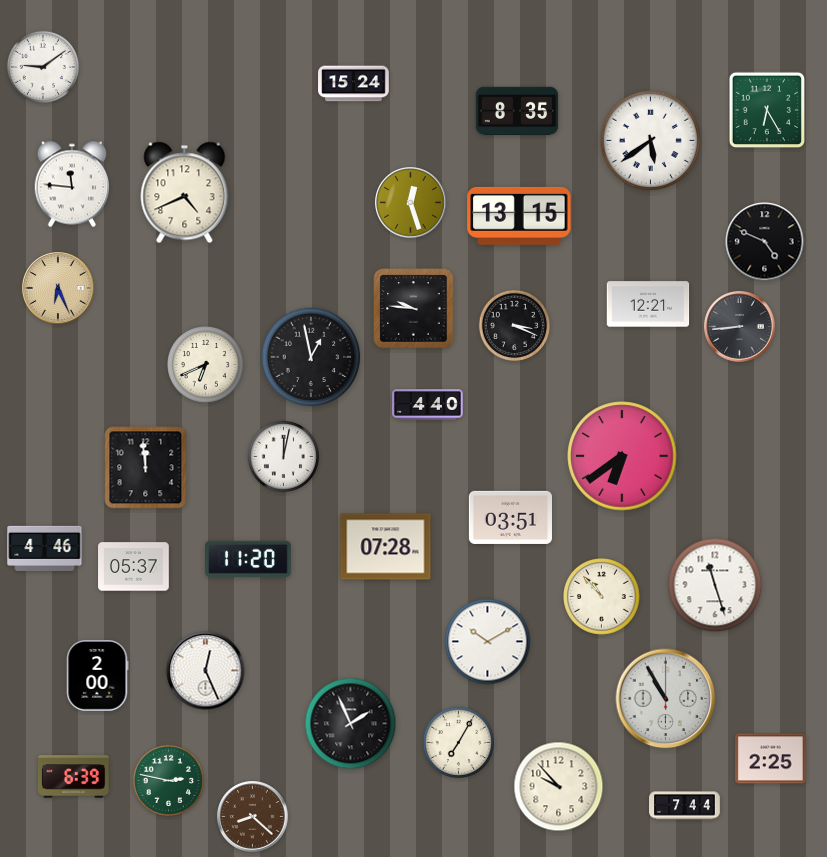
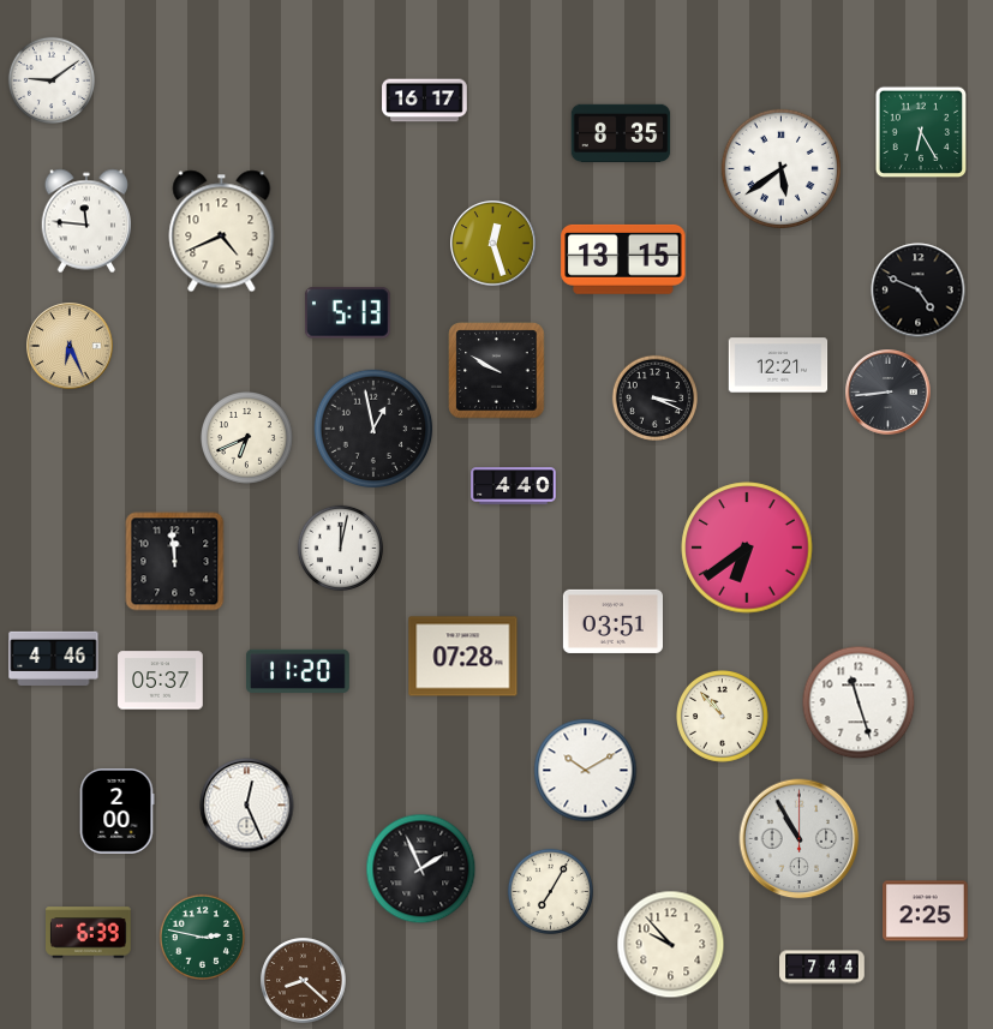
clock at (354, 84): 15:24 -> 16:17
clock at (348, 313): none -> 5:13
clock at (414, 309): 9:46 -> 9:50
clock at (515, 326) position: (515, 326) -> (656, 399)
